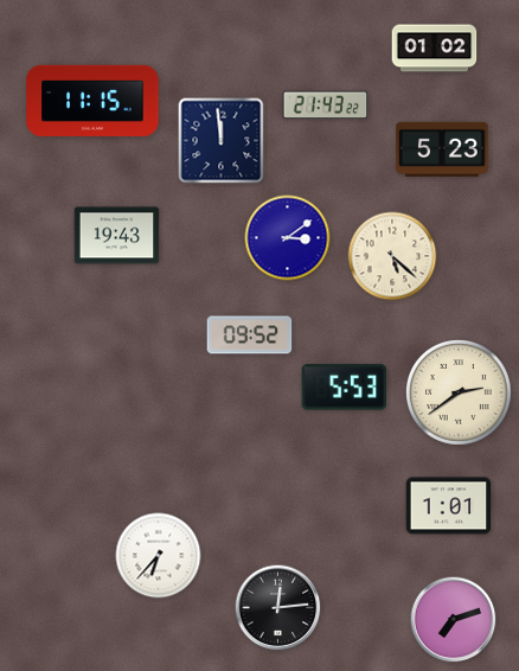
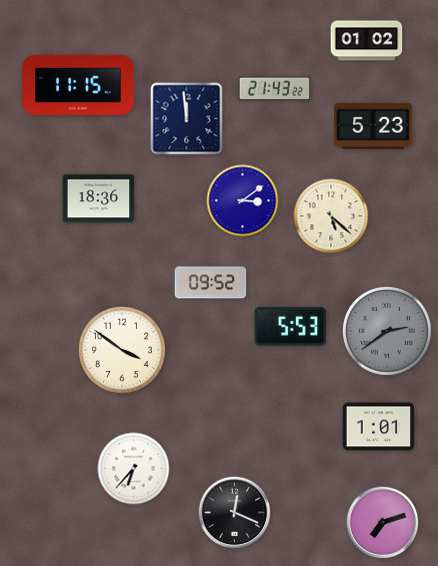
clock at (117, 236): 19:43 -> 18:36
clock at (459, 392) dial: cream -> grey
clock at (122, 350): none -> 3:51
clock at (278, 608): 12:14 -> 12:19
